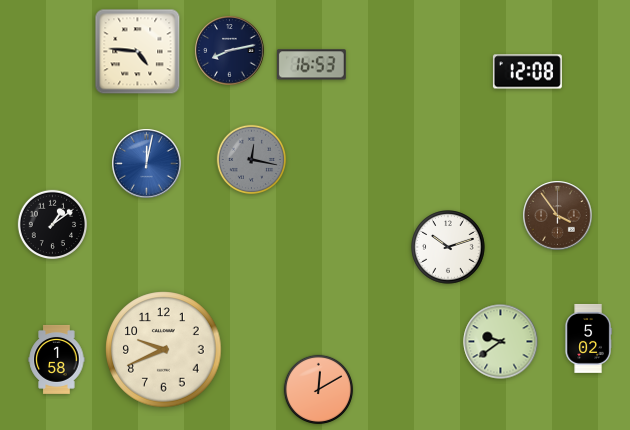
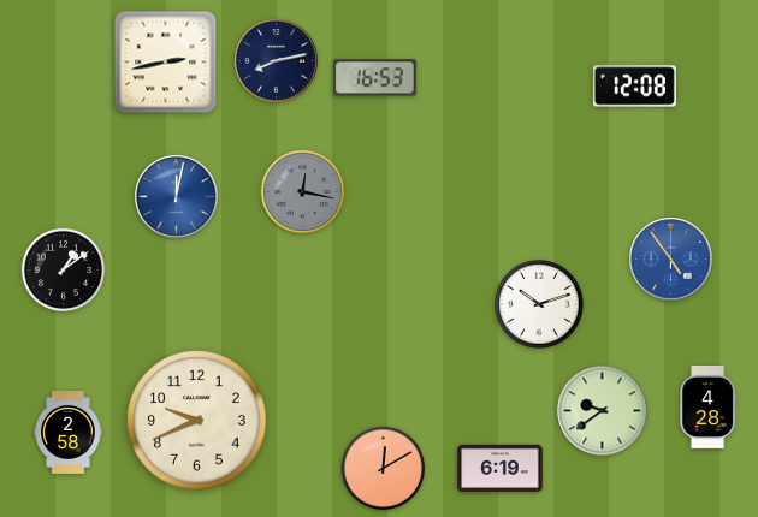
clock at (138, 52): 4:46 -> 2:43
clock at (558, 216): 3:54 -> 4:54
clock at (558, 216) dial: brown -> blue
clock at (448, 247) position: (448, 247) -> (539, 304)
clock at (588, 338): 5:02 -> 4:28
clock at (57, 359): 1:58 -> 2:58
clock at (501, 468): none -> 6:19
